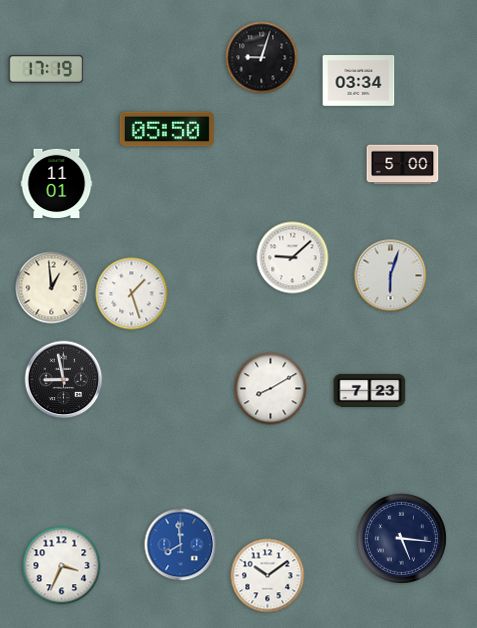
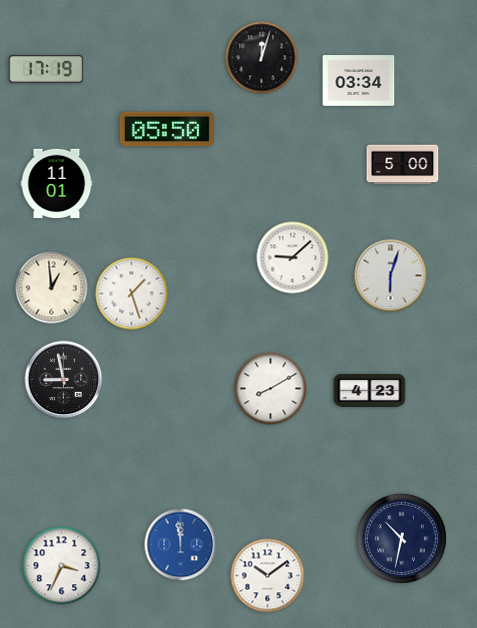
clock at (262, 58): 9:03 -> 12:03
clock at (370, 390): 7:23 -> 4:23
clock at (401, 538): 5:16 -> 10:32
clock at (181, 545): 7:59 -> 11:59
